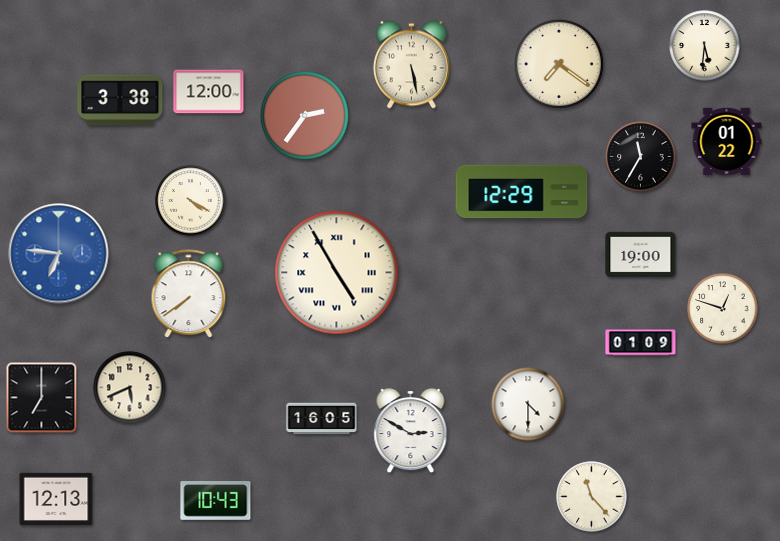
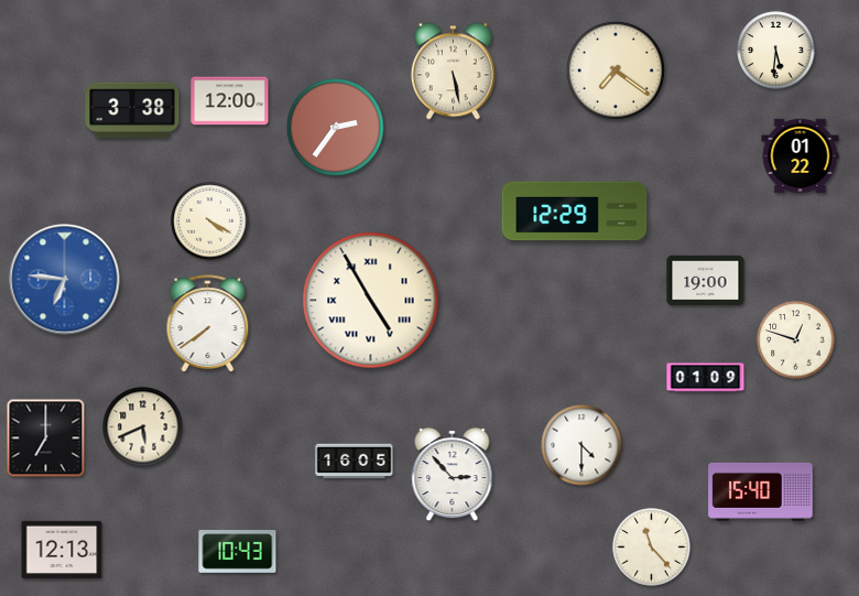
clock at (641, 157): 11:35 -> none
clock at (411, 431): 2:50 -> 2:53
clock at (761, 491): none -> 15:40
